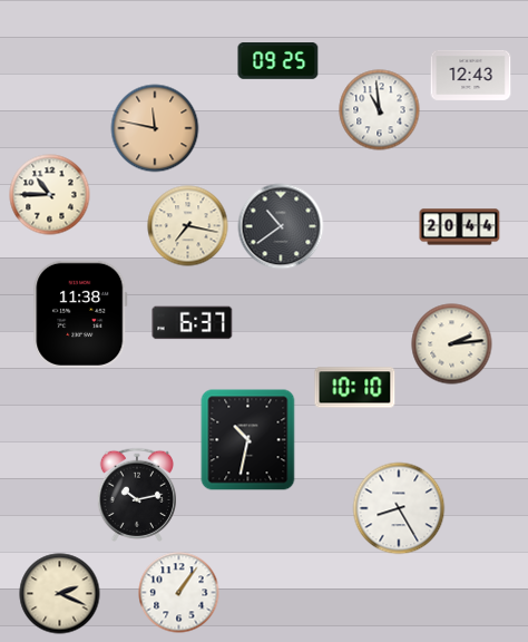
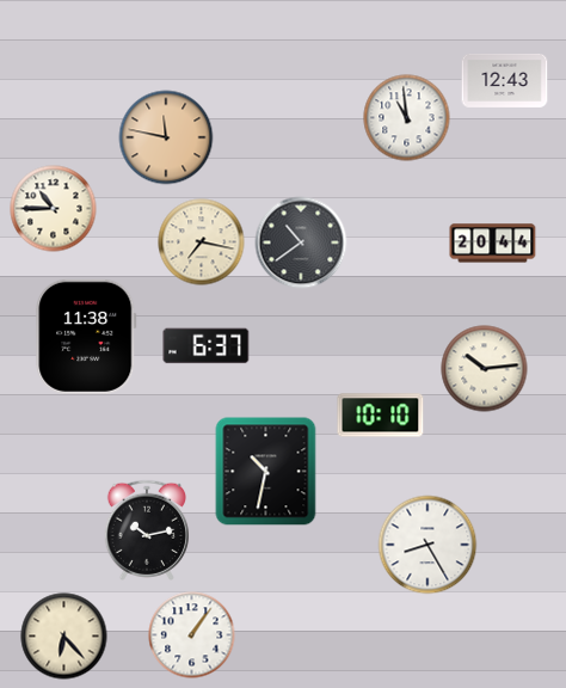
clock at (278, 61): 09:25 -> none
clock at (452, 344): 2:14 -> 10:14
clock at (60, 594): 2:19 -> 6:23
